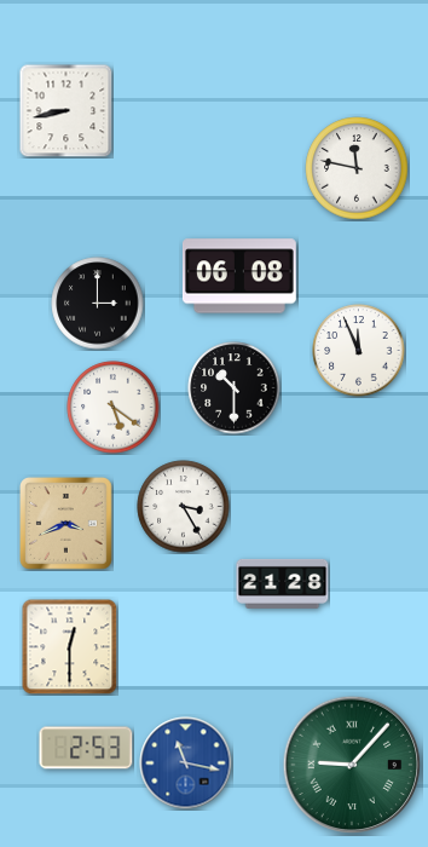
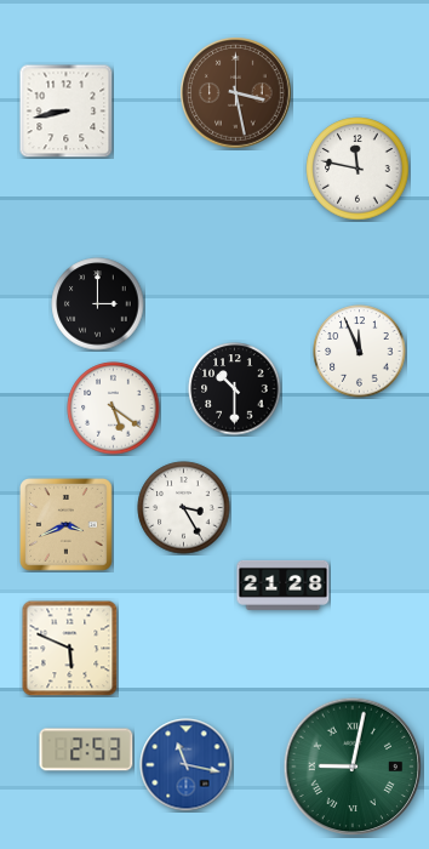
clock at (236, 93): none -> 3:28
clock at (239, 276): 06:08 -> none
clock at (70, 647): 12:30 -> 5:49
clock at (352, 765): 9:07 -> 9:02
